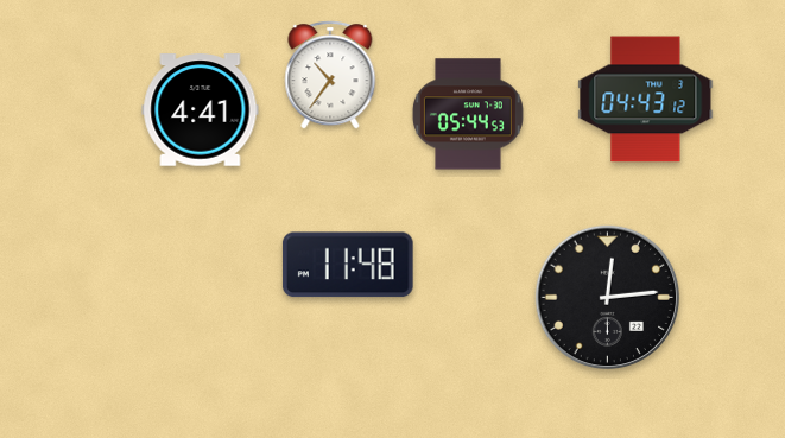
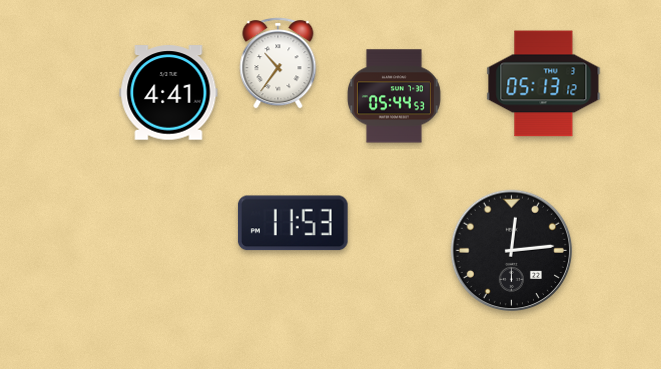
clock at (646, 100): 04:43 -> 05:13
clock at (348, 265): 11:48 -> 11:53
